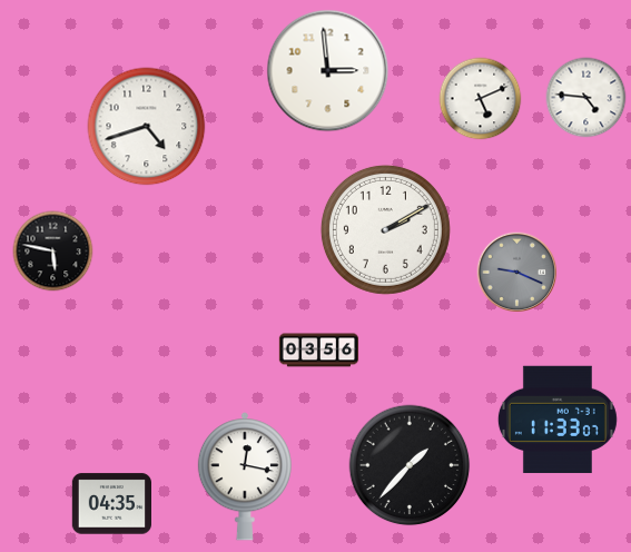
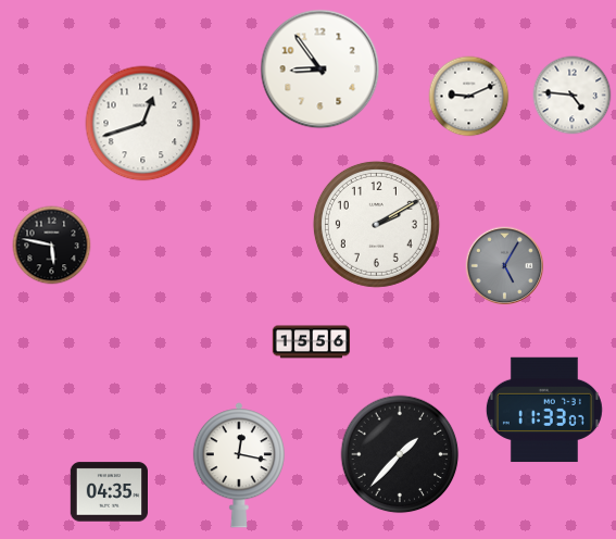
clock at (328, 71): 2:59 -> 8:54
clock at (481, 99): 5:11 -> 9:11
clock at (147, 127): 4:42 -> 12:42
clock at (517, 273): 9:19 -> 5:05
clock at (319, 351): 03:56 -> 15:56
